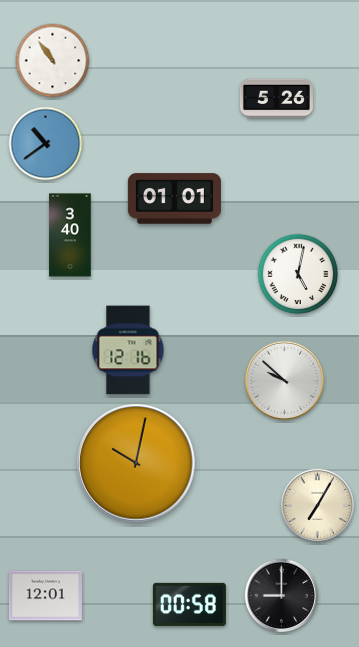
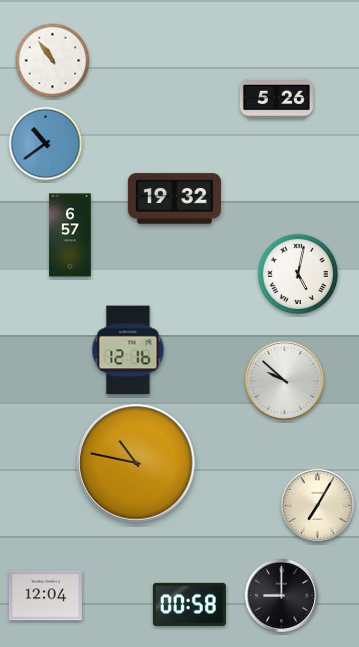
clock at (174, 199): 01:01 -> 19:32
clock at (70, 235): 3:40 -> 6:57
clock at (136, 463): 10:02 -> 10:47
clock at (45, 596): 12:01 -> 12:04
